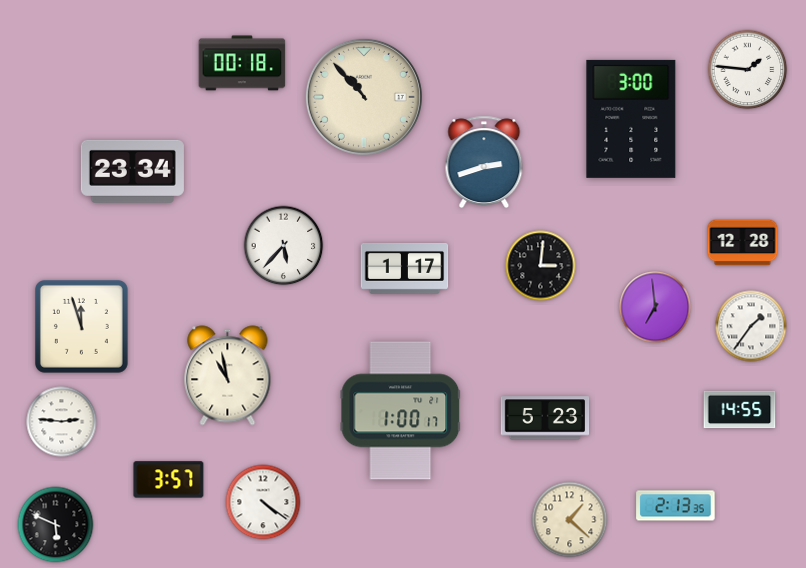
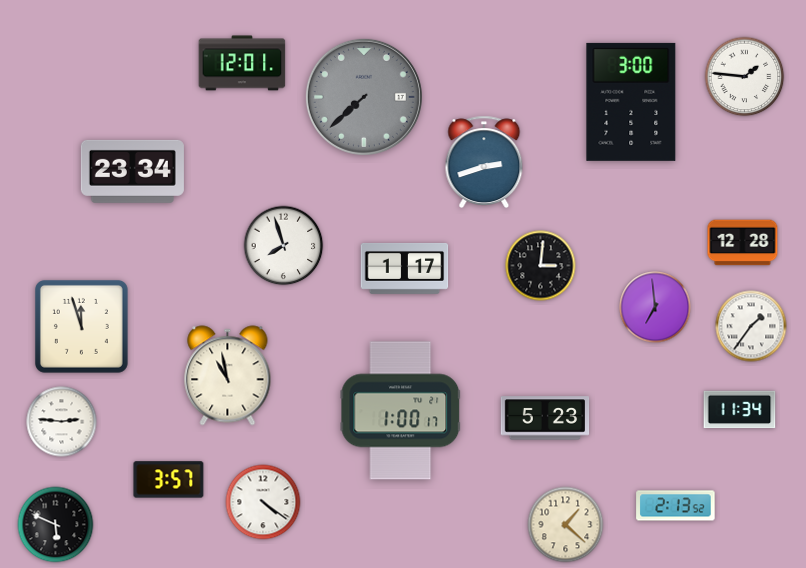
clock at (242, 63): 00:18 -> 12:01
clock at (748, 70) position: (748, 70) -> (745, 77)
clock at (364, 97): 10:53 -> 7:38
clock at (364, 97) dial: cream -> grey
clock at (631, 119) position: (631, 119) -> (631, 102)
clock at (284, 246): 5:37 -> 7:57
clock at (740, 410): 14:55 -> 11:34
clock at (676, 506): 2:13:35 -> 2:13:52
clock at (570, 520) position: (570, 520) -> (566, 525)
